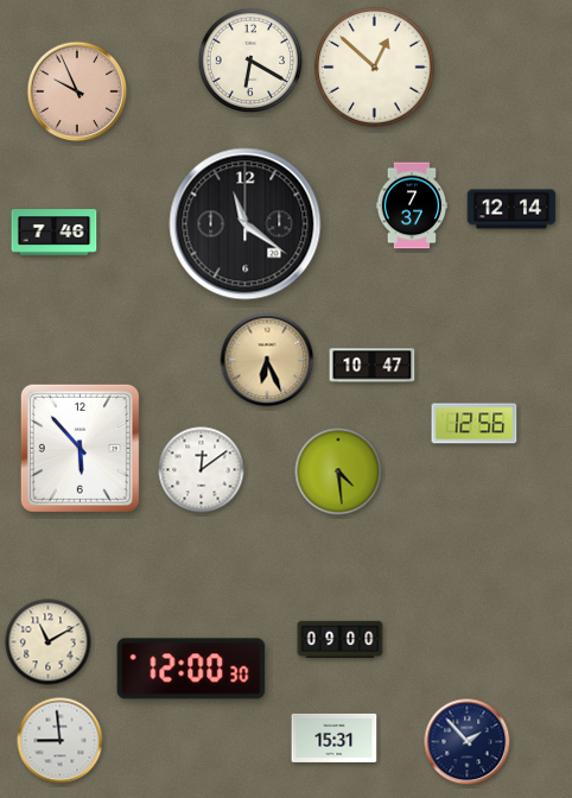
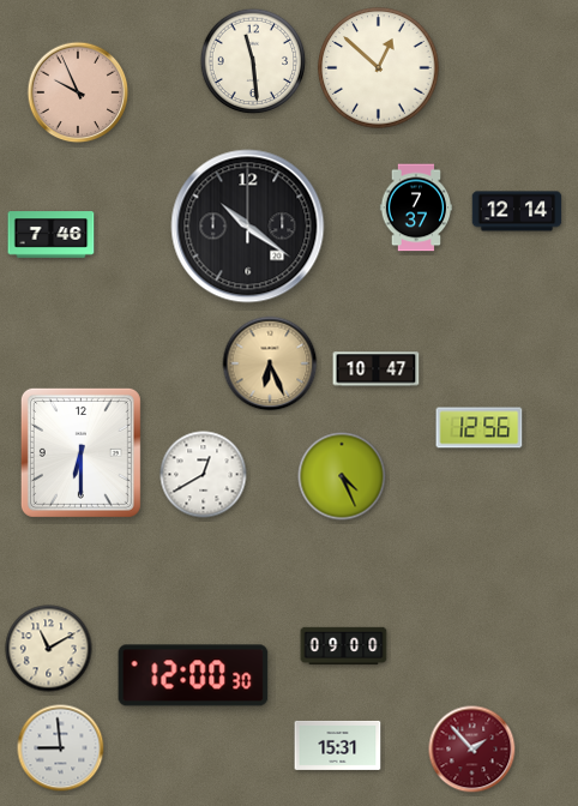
clock at (250, 61): 6:20 -> 11:29
clock at (246, 224): 11:21 -> 10:21
clock at (55, 233) position: (55, 233) -> (52, 235)
clock at (80, 448): 5:53 -> 6:30
clock at (202, 470): 12:09 -> 12:40
clock at (338, 471): 4:29 -> 4:26
clock at (468, 742) dial: navy -> burgundy
